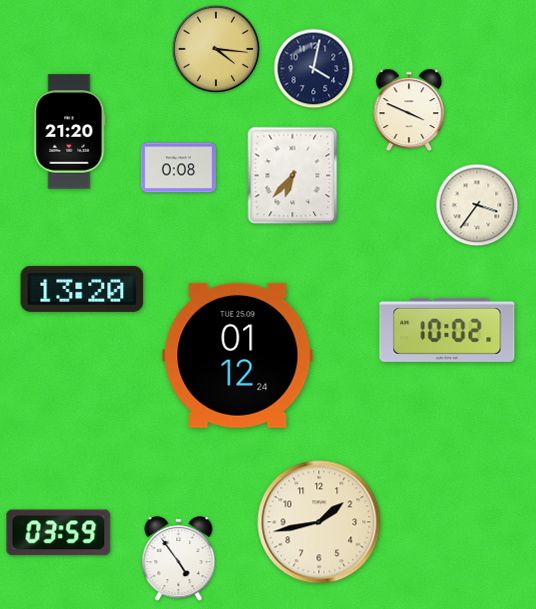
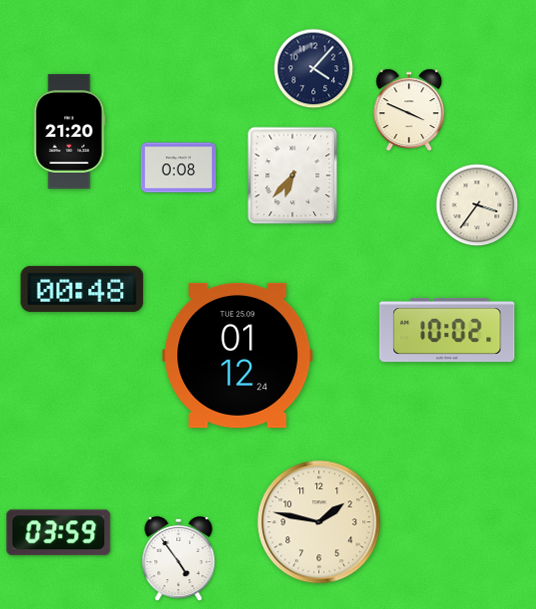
clock at (216, 48): 4:16 -> none
clock at (314, 69): 4:02 -> 4:07
clock at (82, 289): 13:20 -> 00:48
clock at (319, 522): 1:43 -> 1:47
